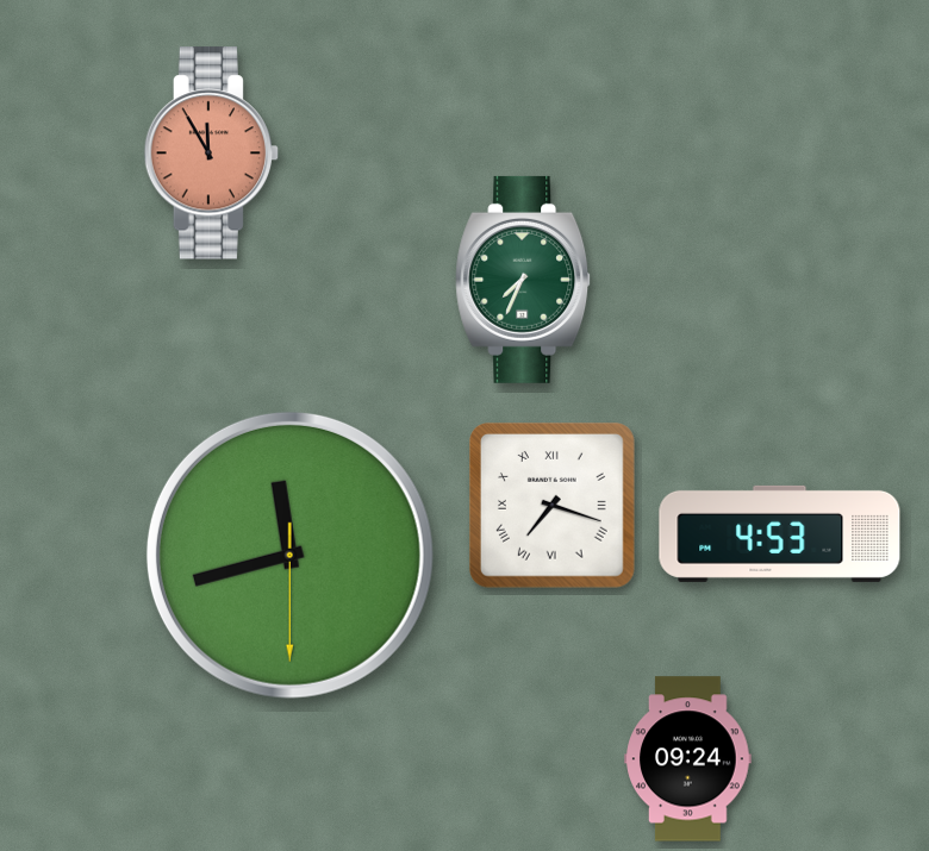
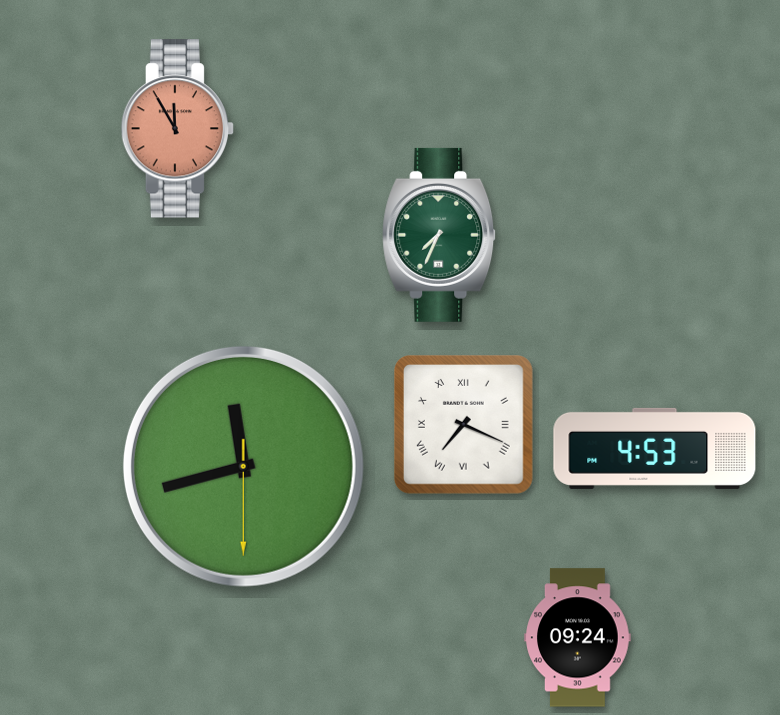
clock at (553, 506): 7:18 -> 7:19
